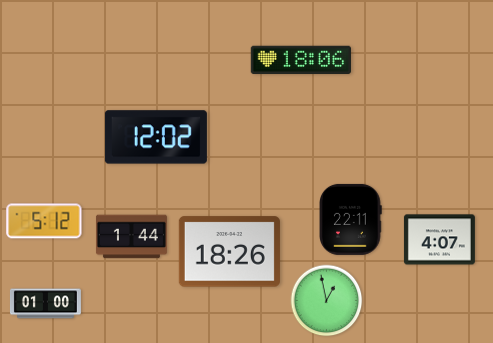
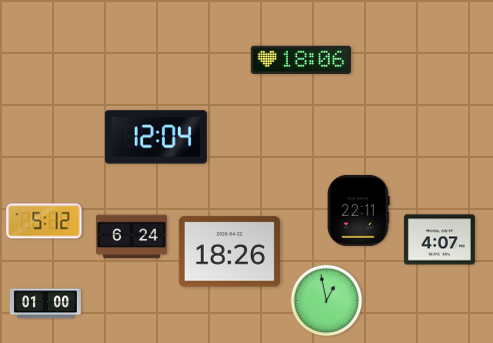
clock at (156, 137): 12:02 -> 12:04
clock at (351, 219) position: (351, 219) -> (359, 210)
clock at (131, 237): 1:44 -> 6:24
